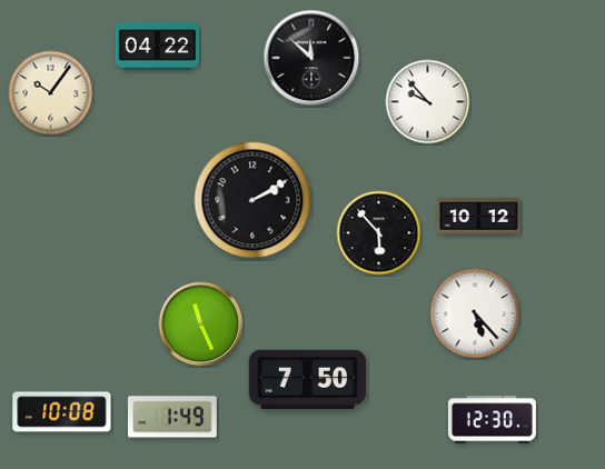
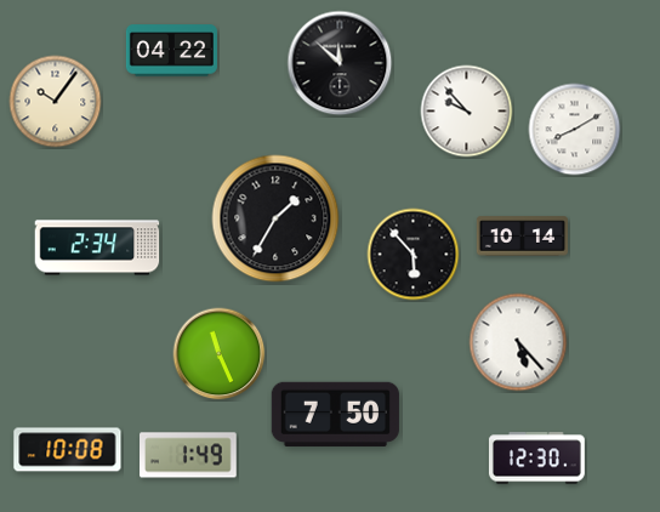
clock at (575, 130): none -> 8:10
clock at (252, 200): 2:10 -> 1:35
clock at (478, 217): 10:12 -> 10:14
clock at (97, 248): none -> 2:34
